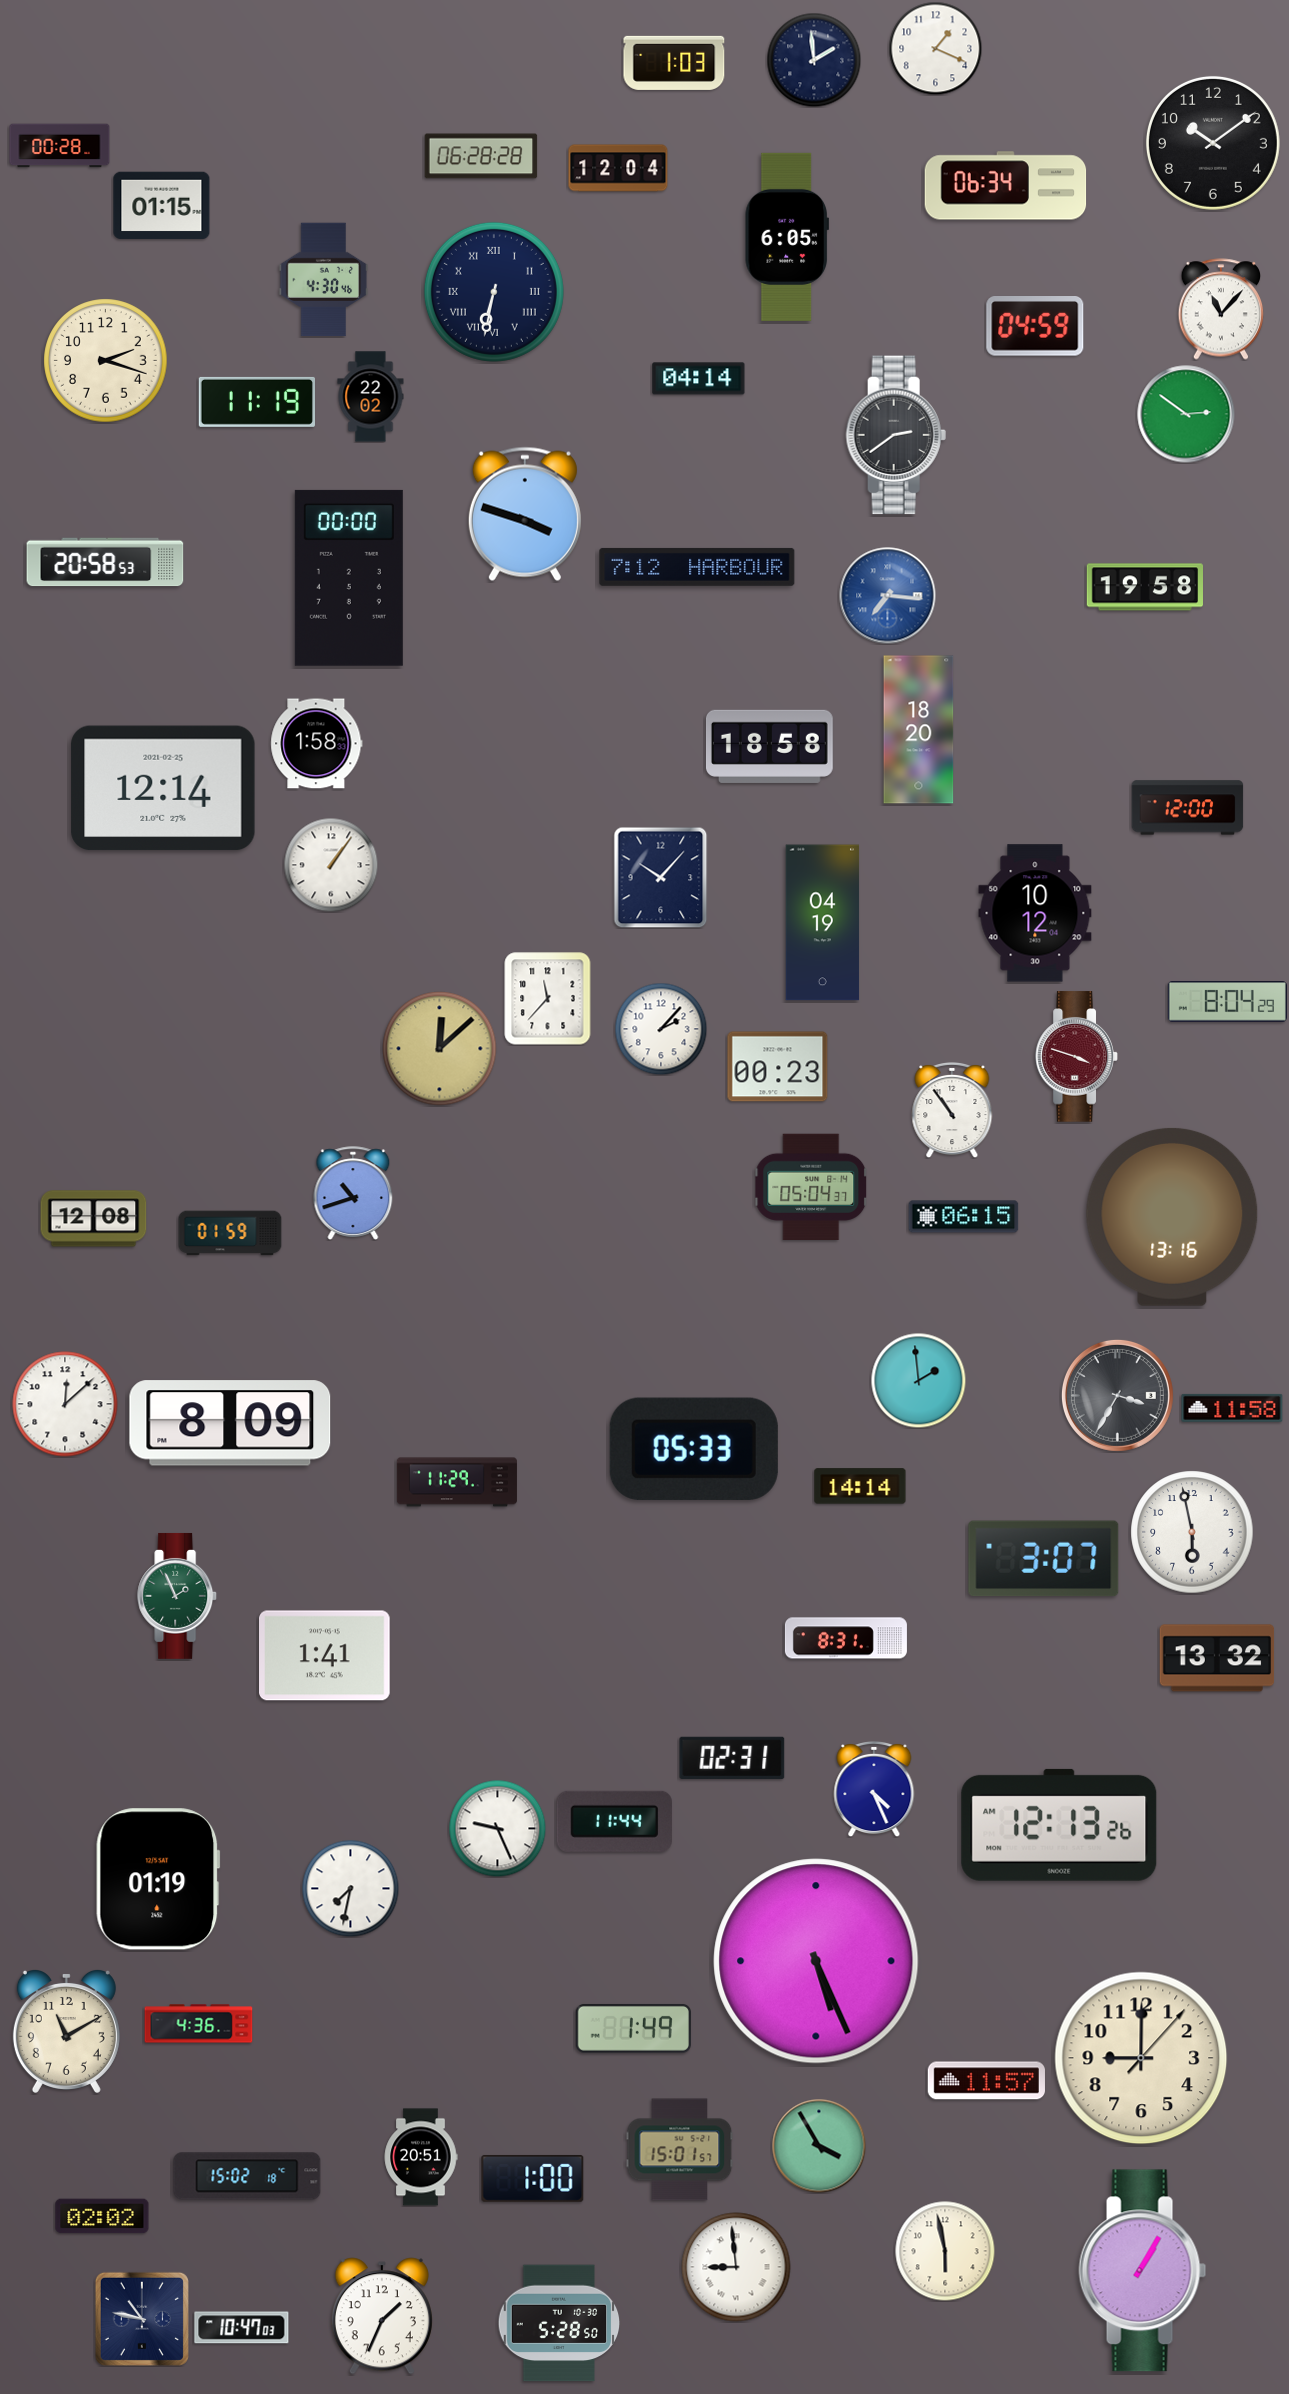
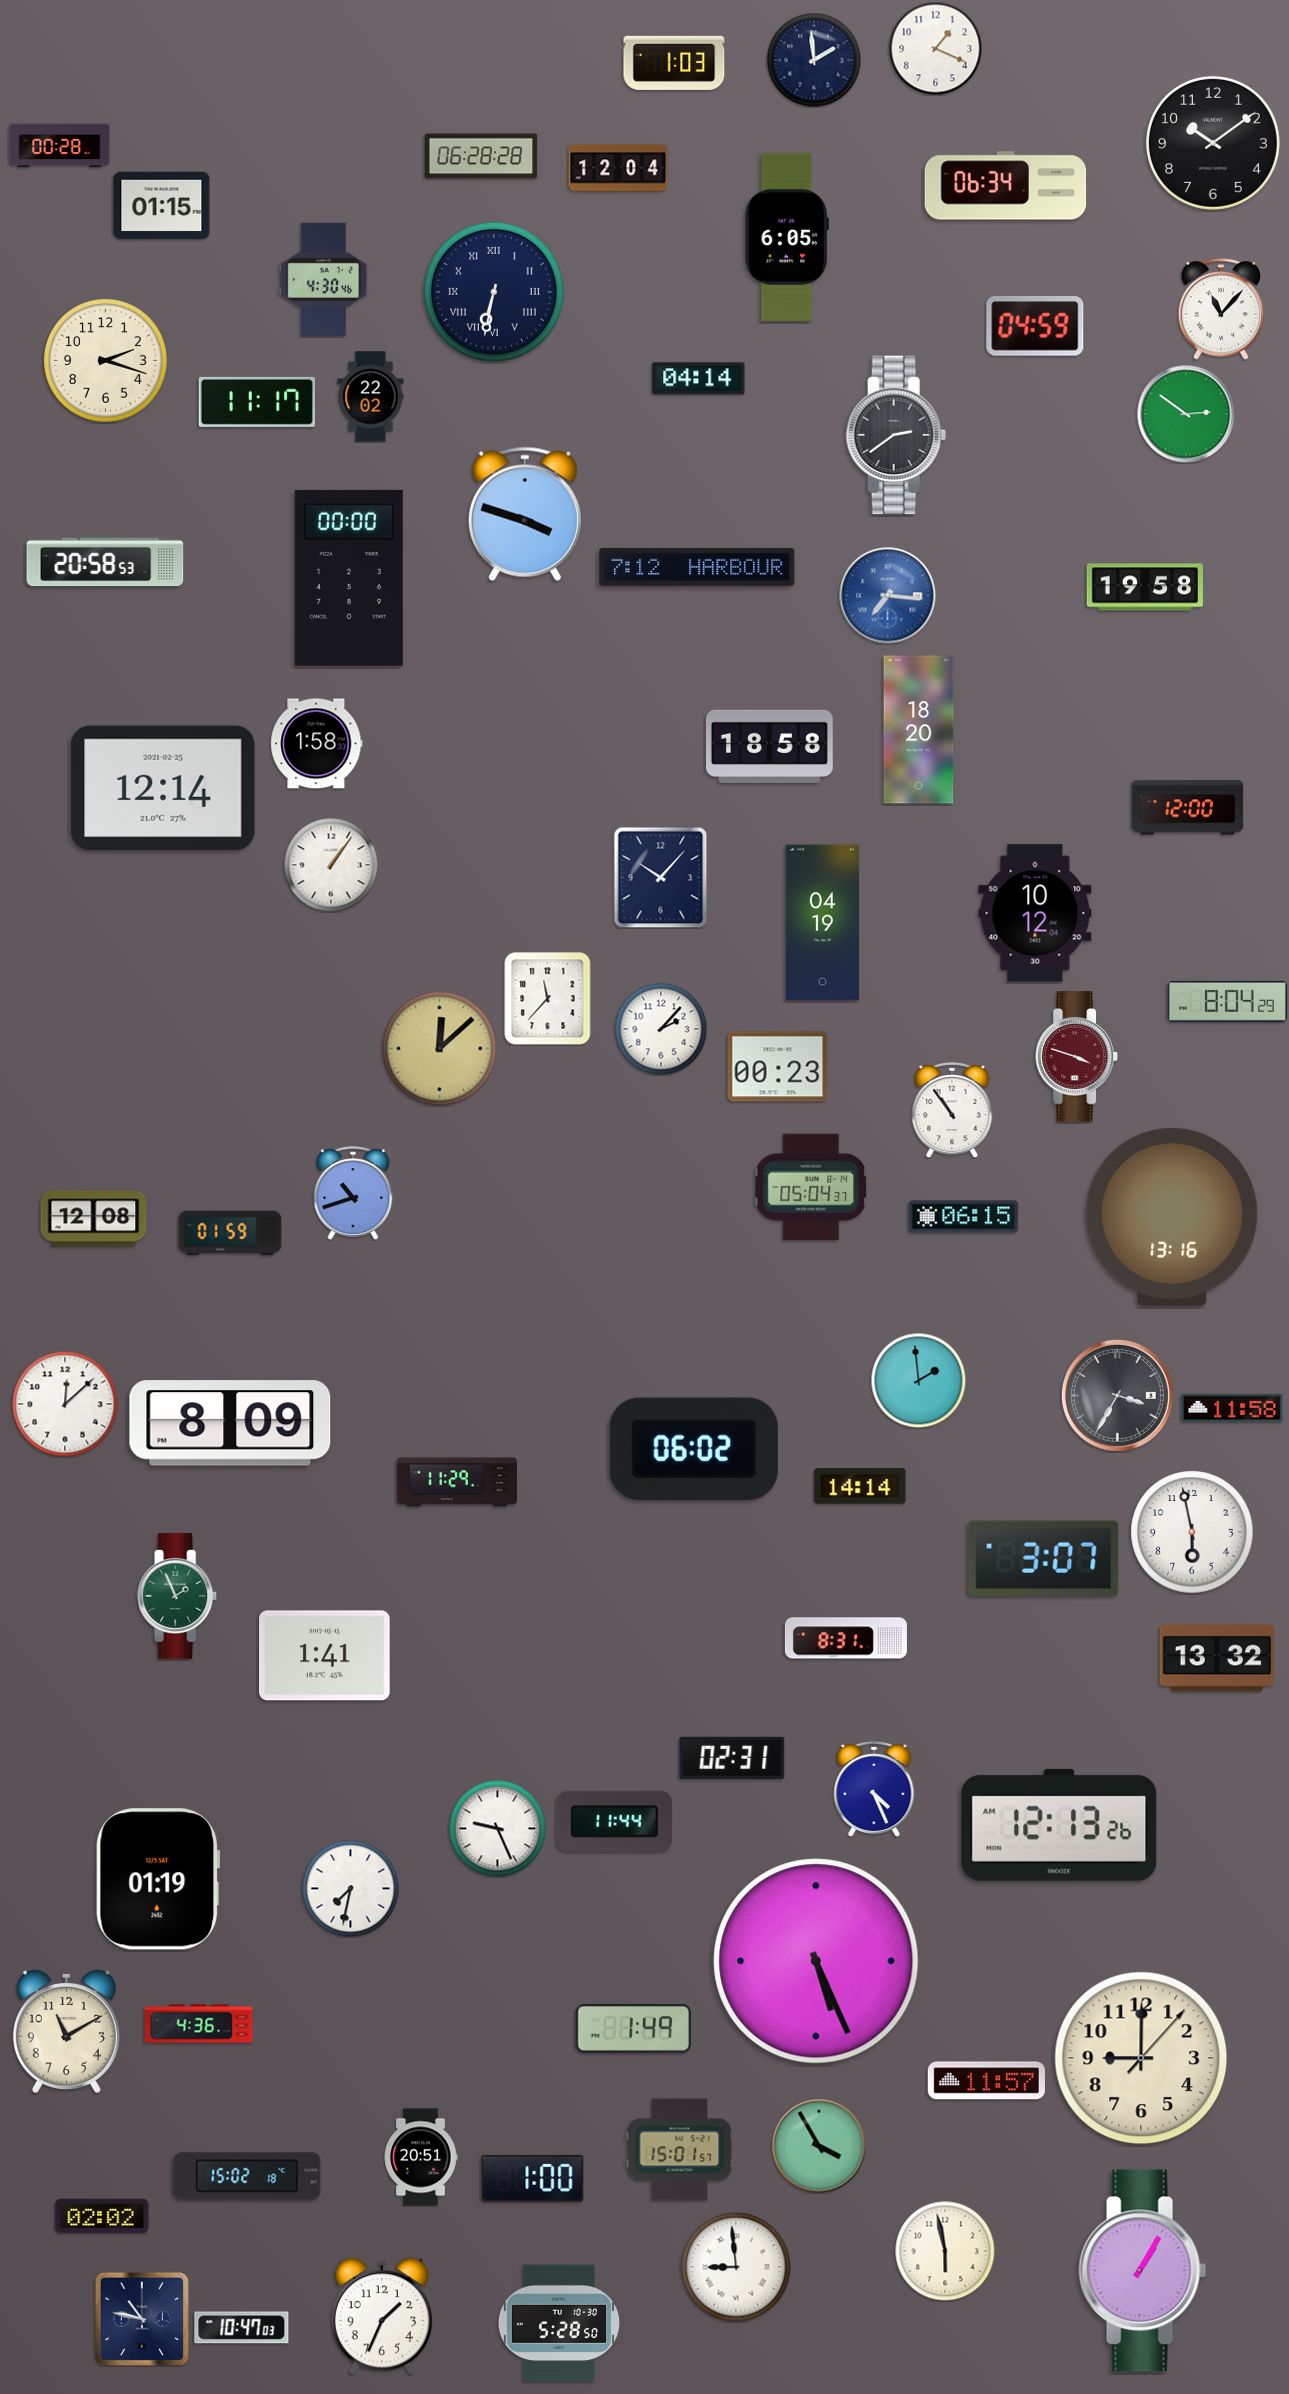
clock at (256, 402): 11:19 -> 11:17
clock at (694, 1449): 05:33 -> 06:02
